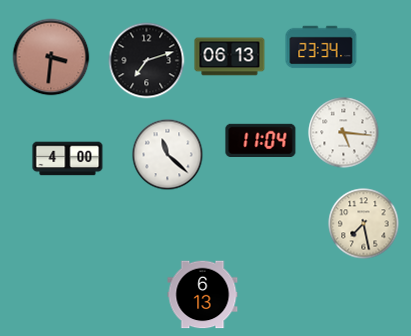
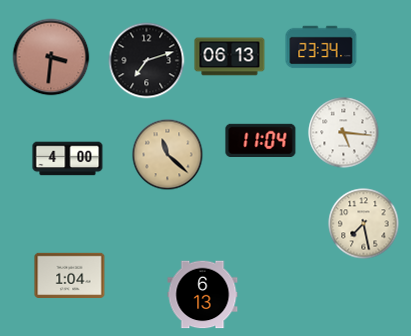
clock at (168, 155) dial: white -> champagne
clock at (70, 275): none -> 1:04
